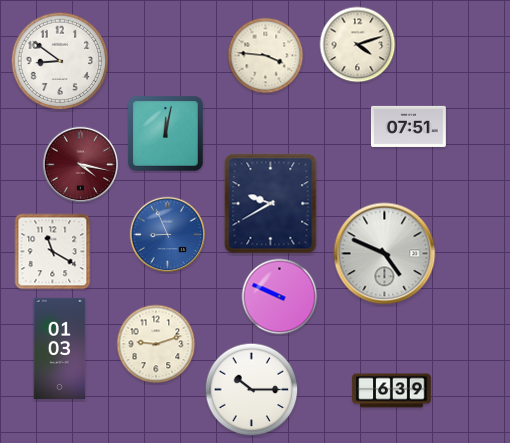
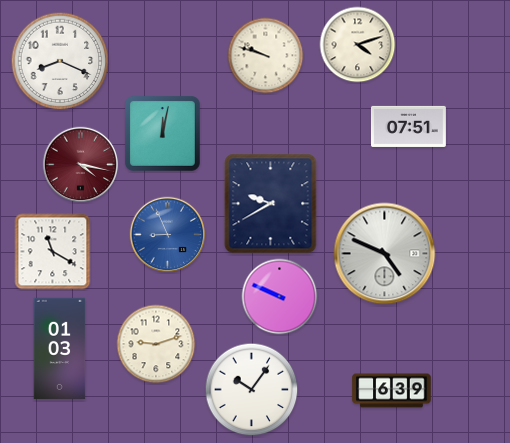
clock at (266, 56): 3:46 -> 9:48
clock at (60, 61): 8:51 -> 8:19
clock at (165, 133) position: (165, 133) -> (162, 133)
clock at (252, 390): 10:15 -> 10:06
